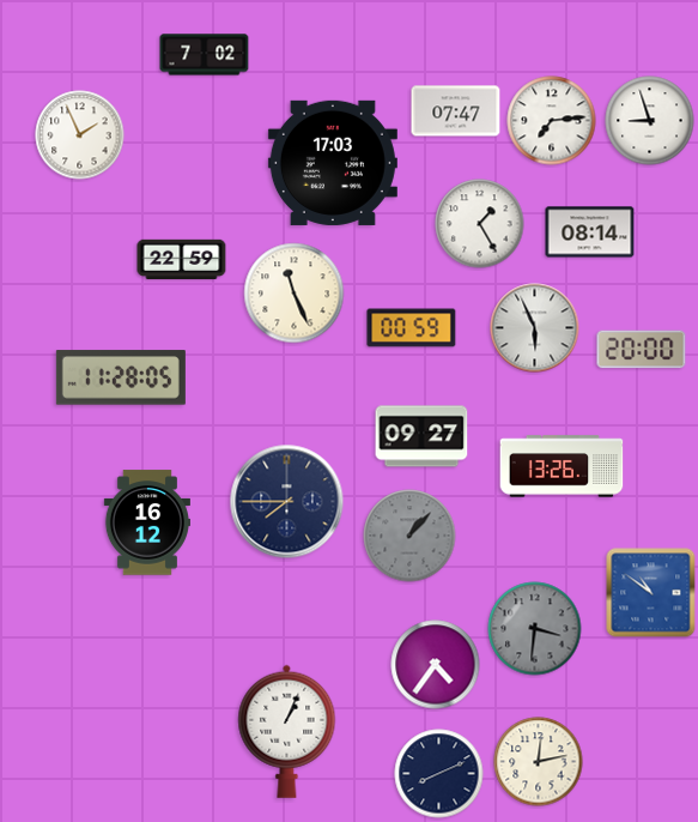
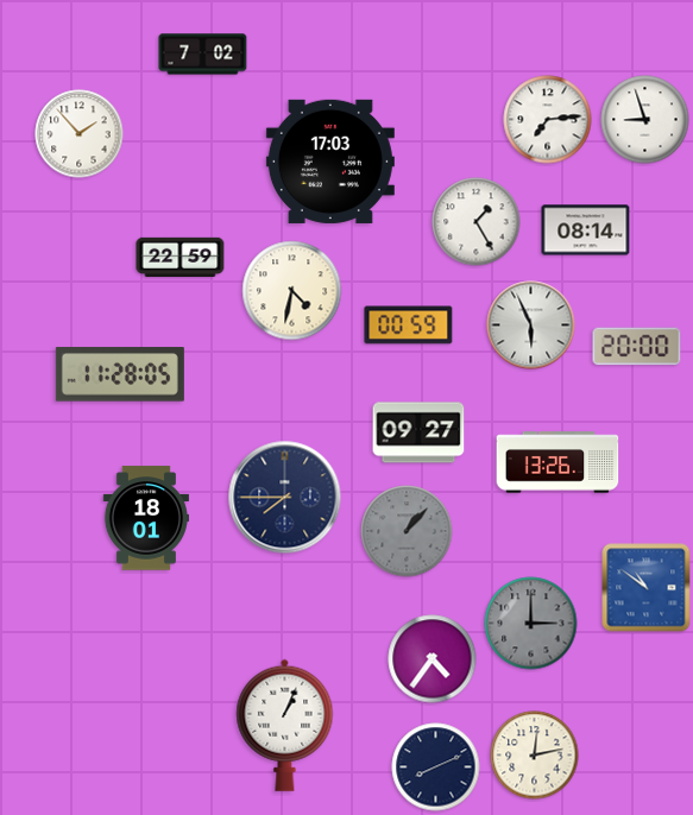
clock at (456, 111): 07:47 -> none
clock at (80, 135): 1:56 -> 1:53
clock at (295, 294): 11:26 -> 4:32
clock at (147, 522): 16:12 -> 18:01
clock at (535, 629): 3:31 -> 3:00
